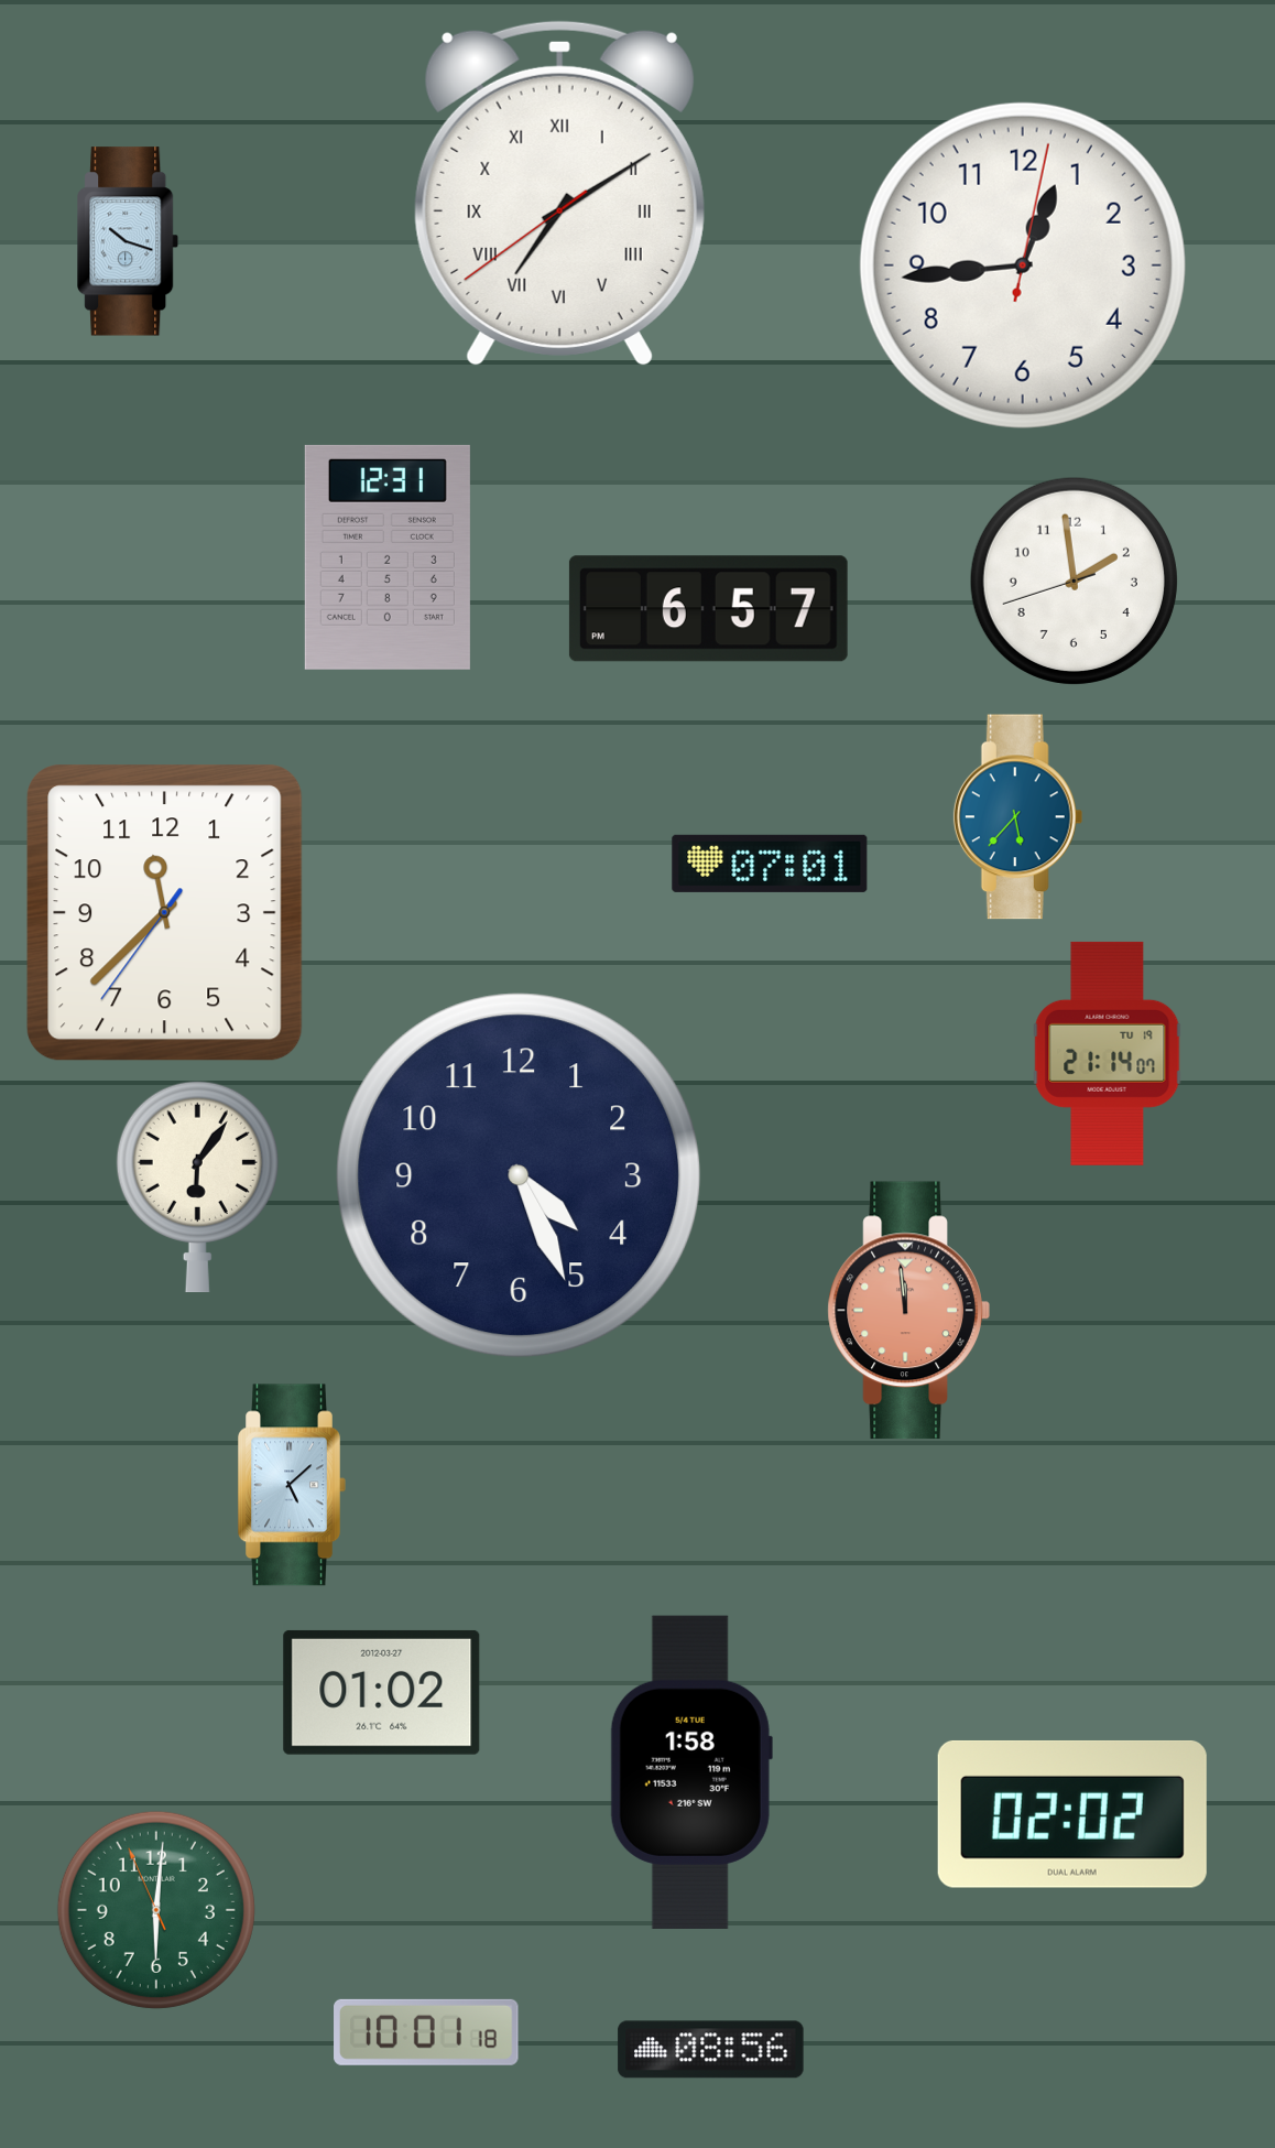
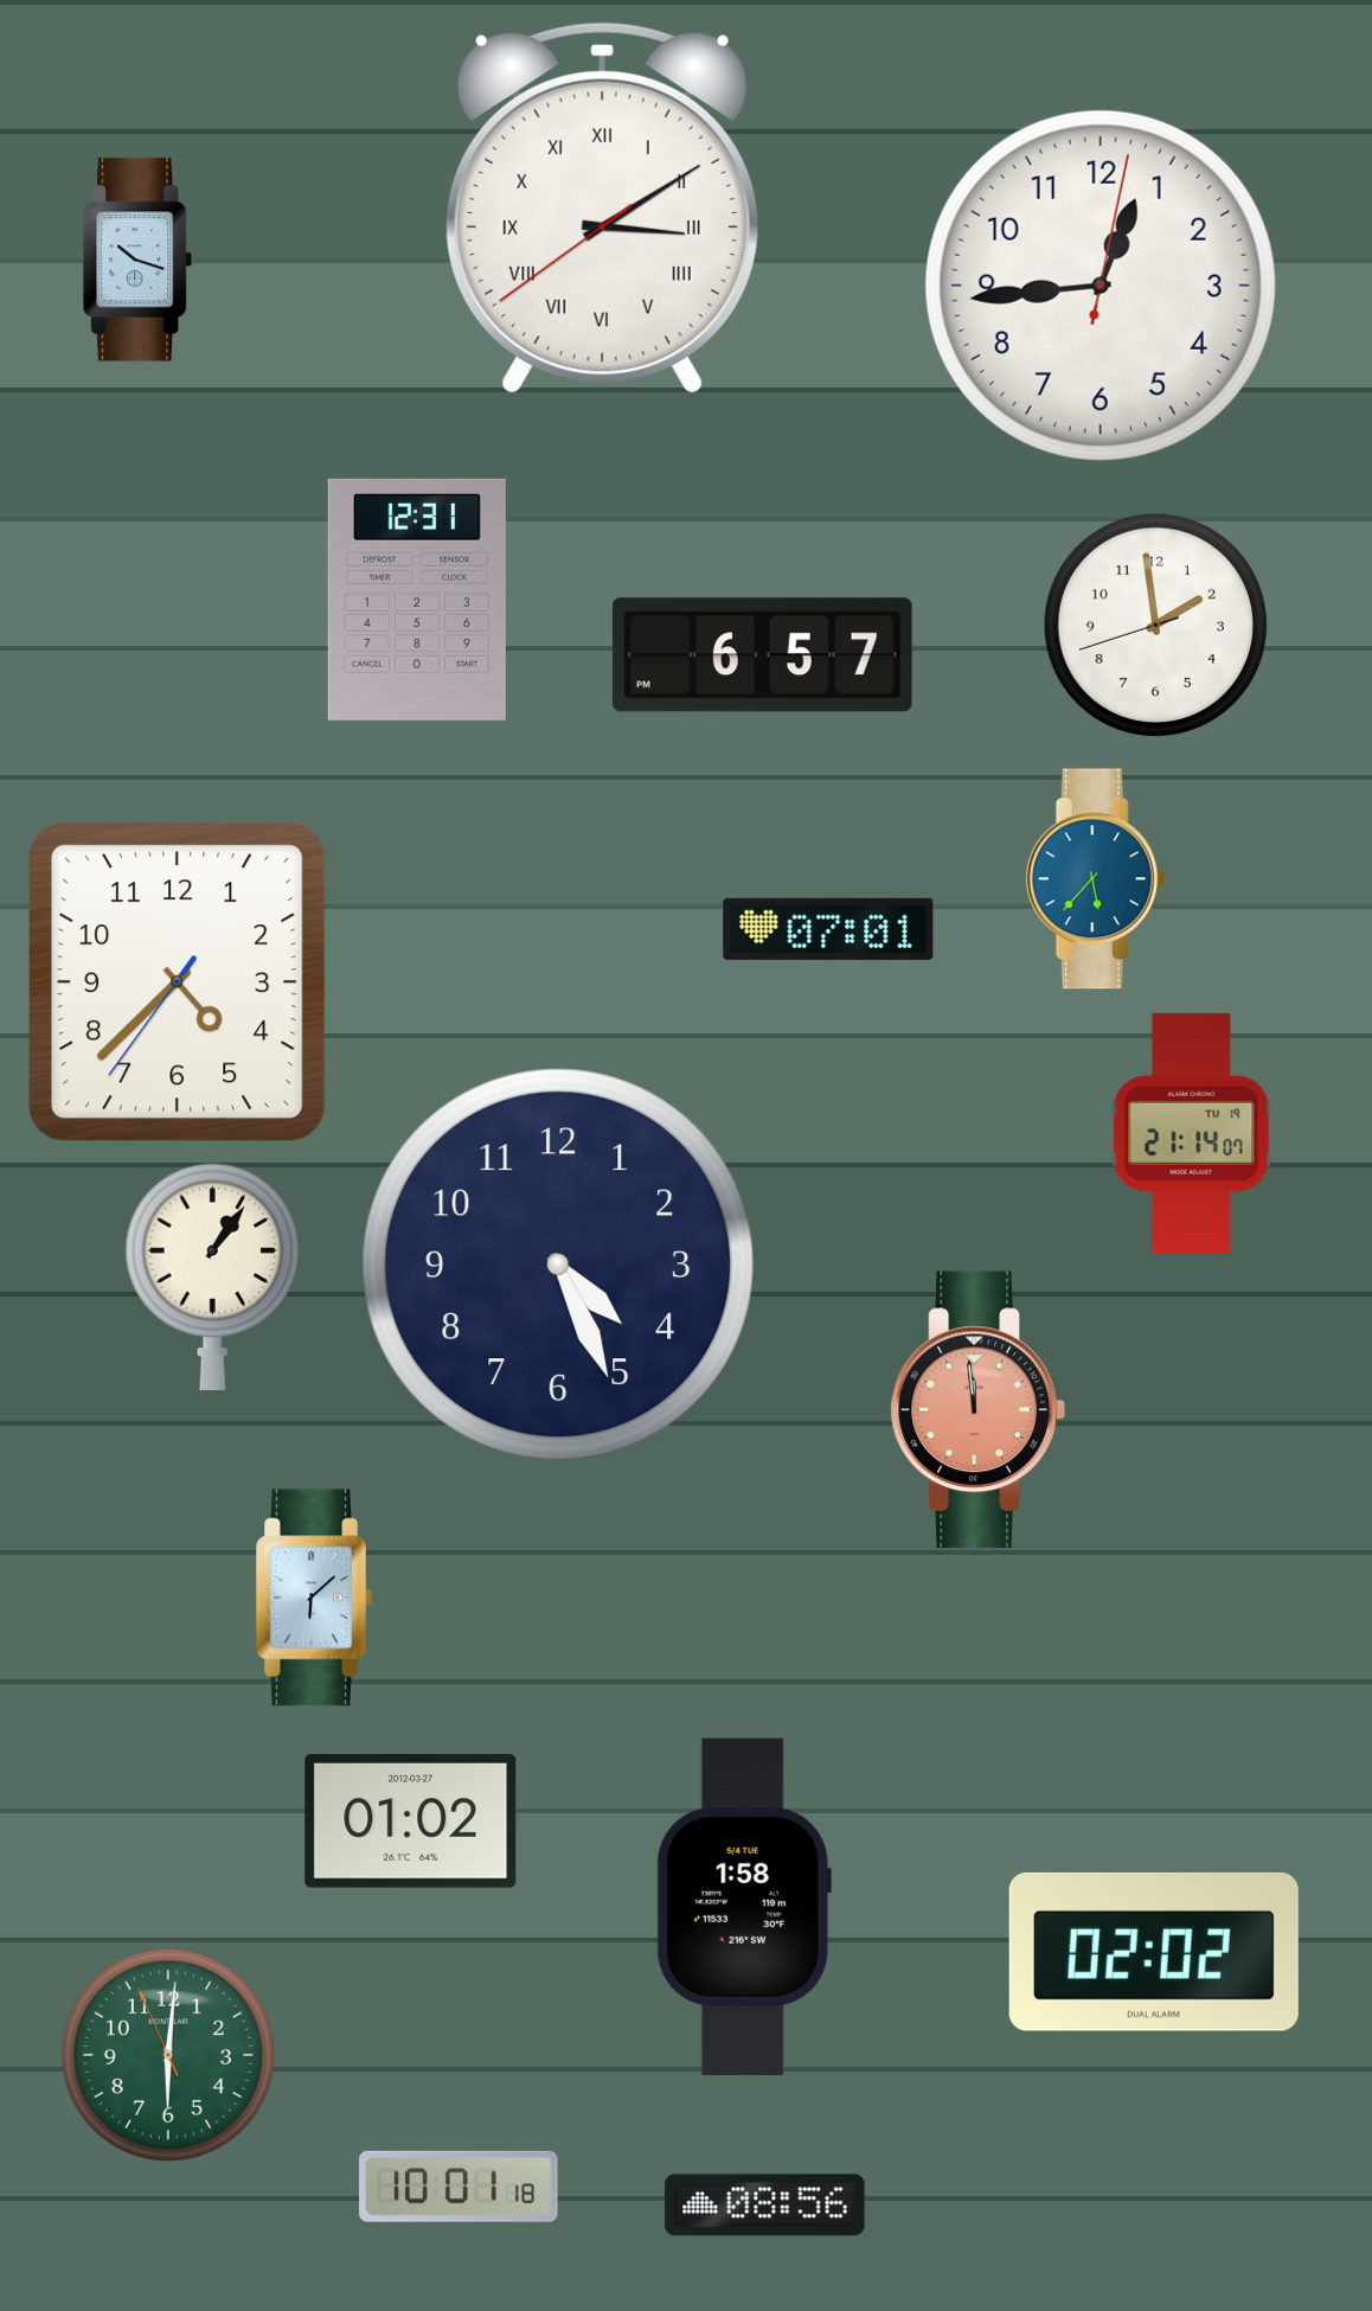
clock at (559, 194): 7:09 -> 3:09
clock at (165, 913): 11:37 -> 4:37
clock at (197, 1186): 6:06 -> 1:06
clock at (292, 1485): 5:08 -> 6:08
